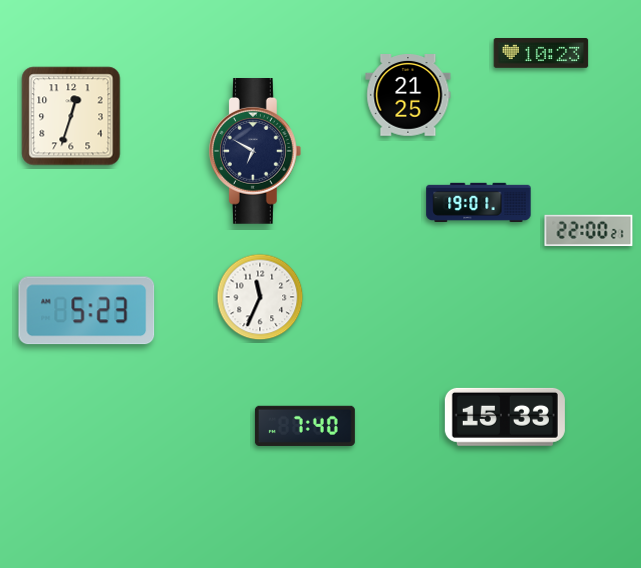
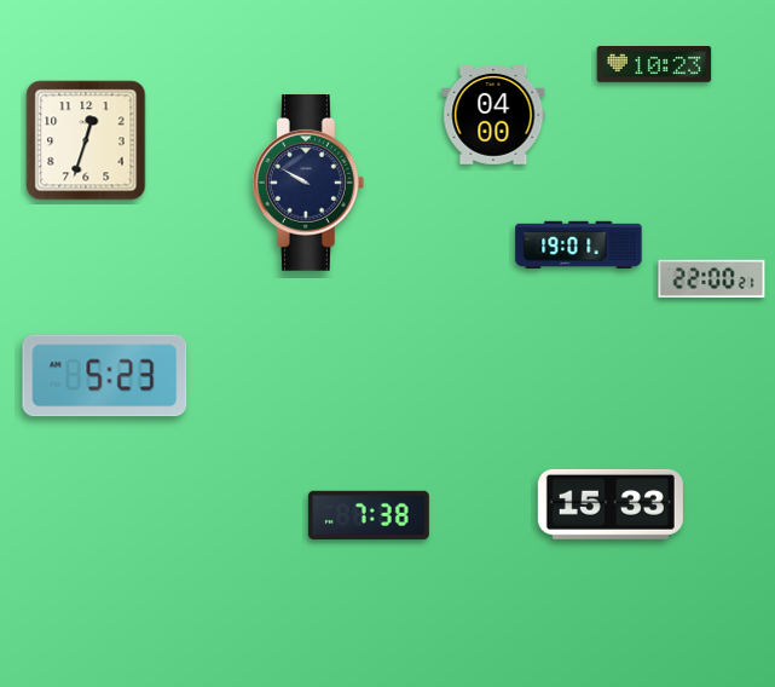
clock at (408, 96): 21:25 -> 04:00
clock at (255, 152): 6:50 -> 9:50
clock at (260, 297): 11:34 -> none
clock at (305, 426): 7:40 -> 7:38
